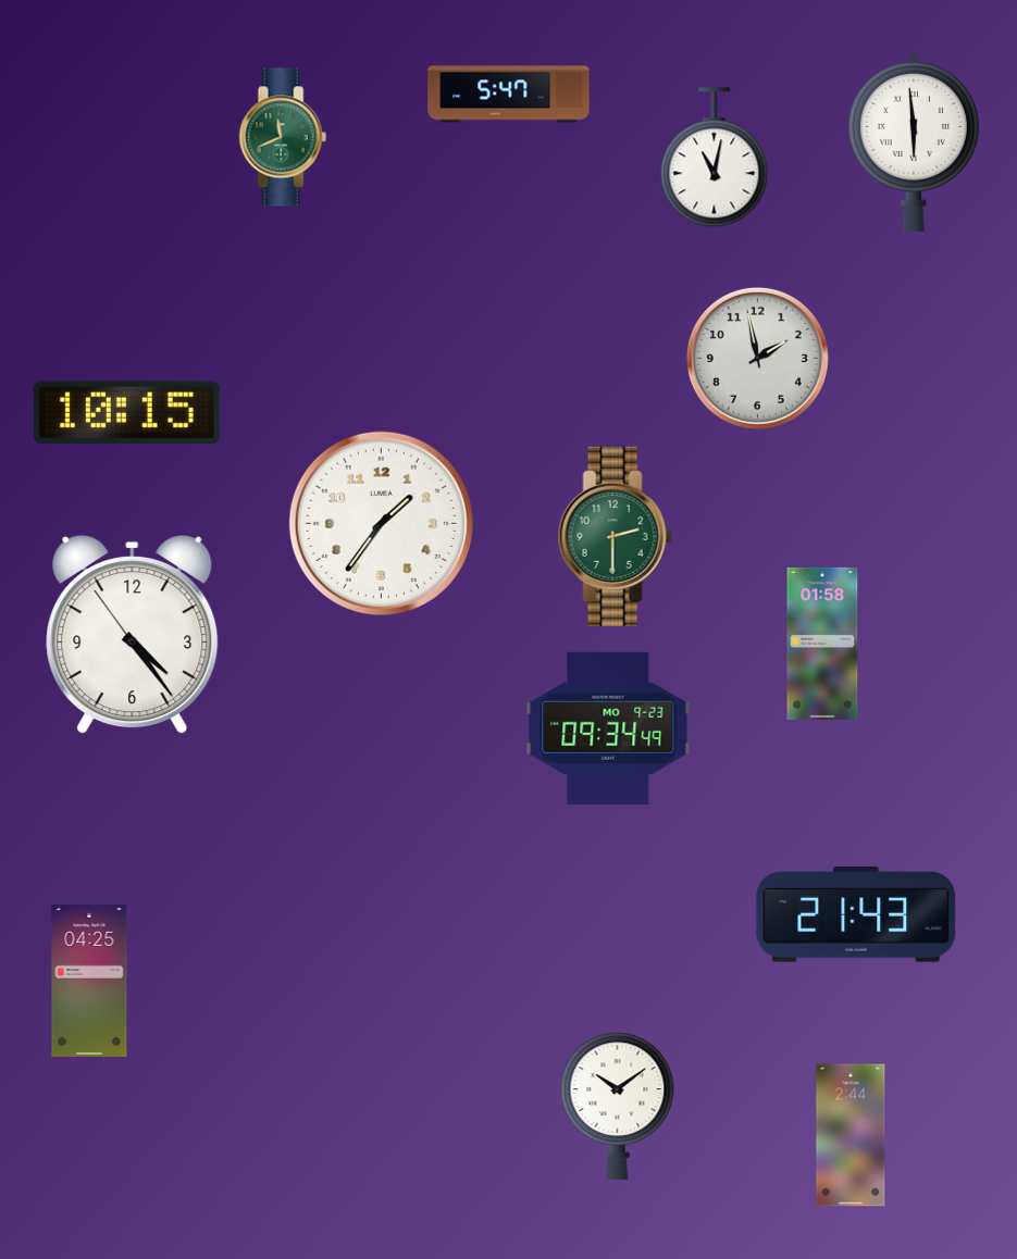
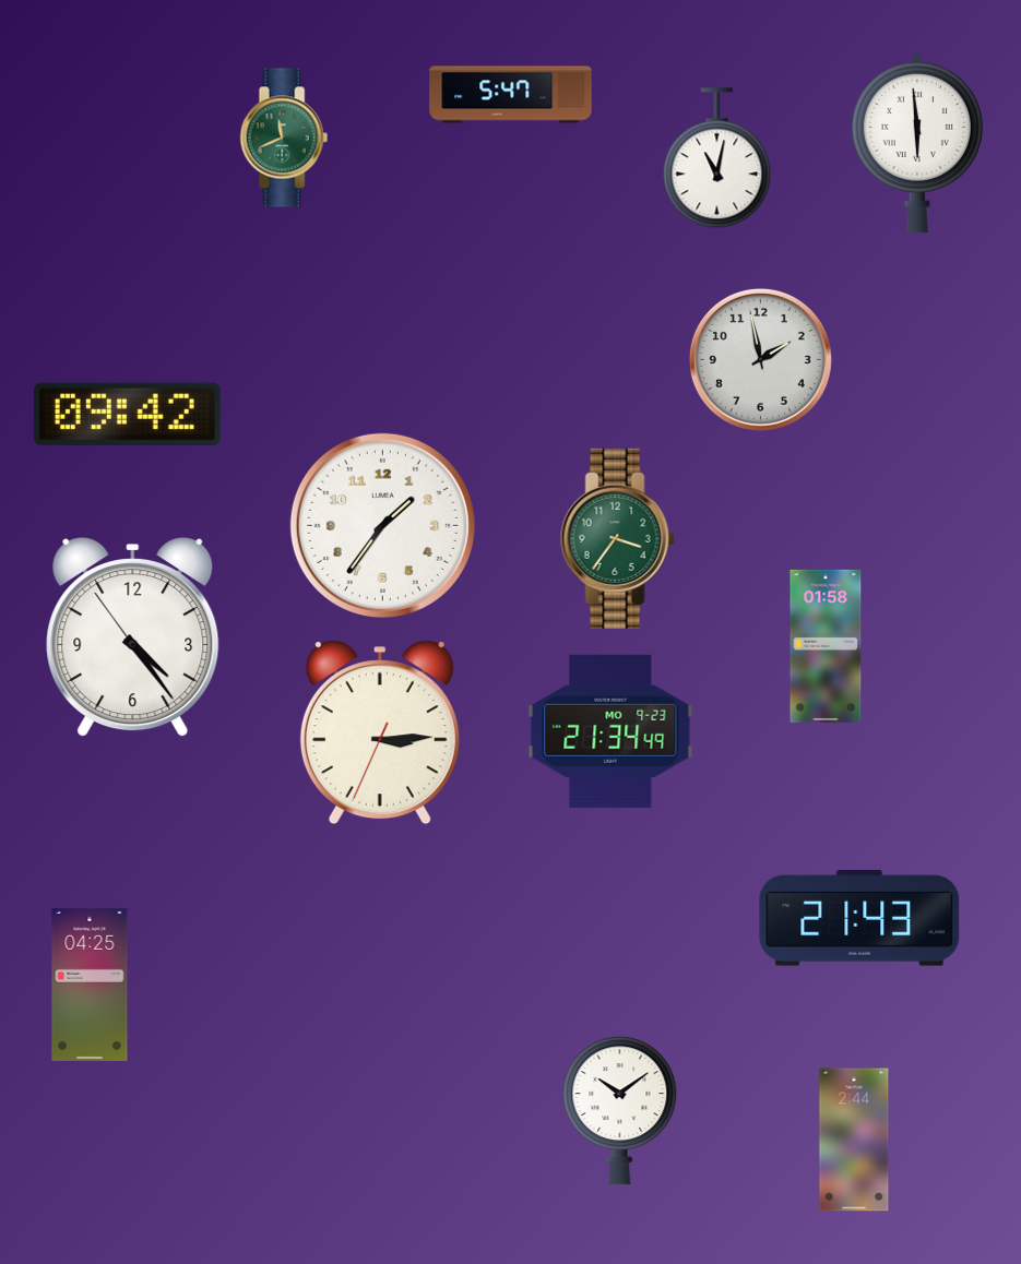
clock at (126, 413): 10:15 -> 09:42
clock at (615, 536): 2:30 -> 3:36
clock at (608, 728): 09:34 -> 21:34
clock at (380, 732): none -> 3:14
